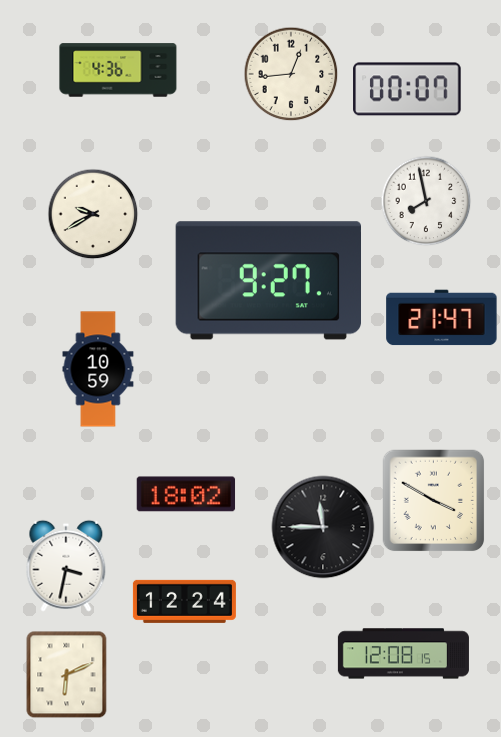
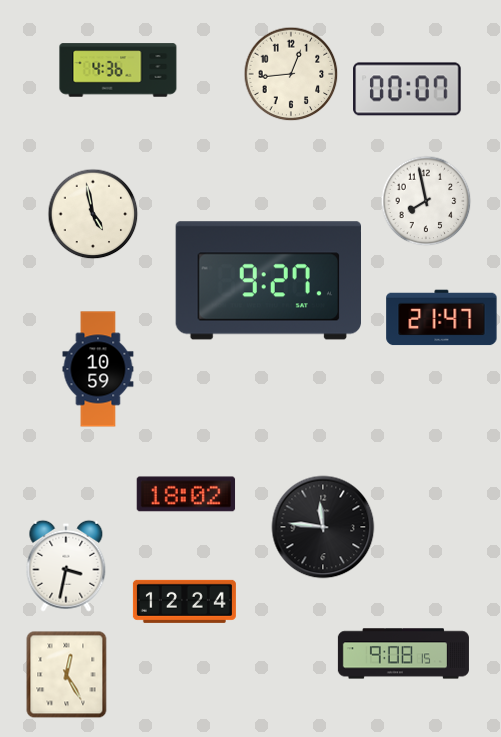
clock at (93, 214): 9:40 -> 4:58
clock at (434, 501): 3:50 -> none
clock at (323, 527): 11:45 -> 11:46
clock at (403, 654): 12:08 -> 9:08
clock at (67, 675): 6:11 -> 12:25
